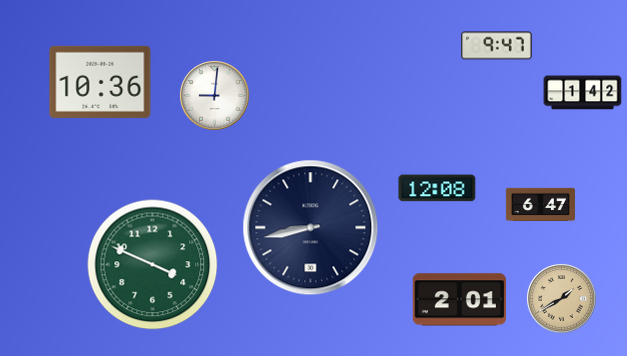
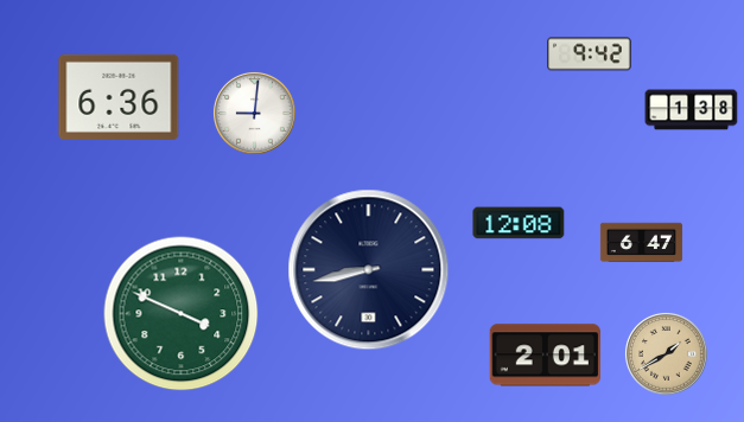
clock at (497, 46): 9:47 -> 9:42
clock at (100, 82): 10:36 -> 6:36
clock at (583, 93): 1:42 -> 1:38
